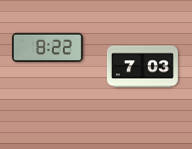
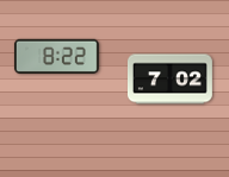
clock at (142, 67): 7:03 -> 7:02
